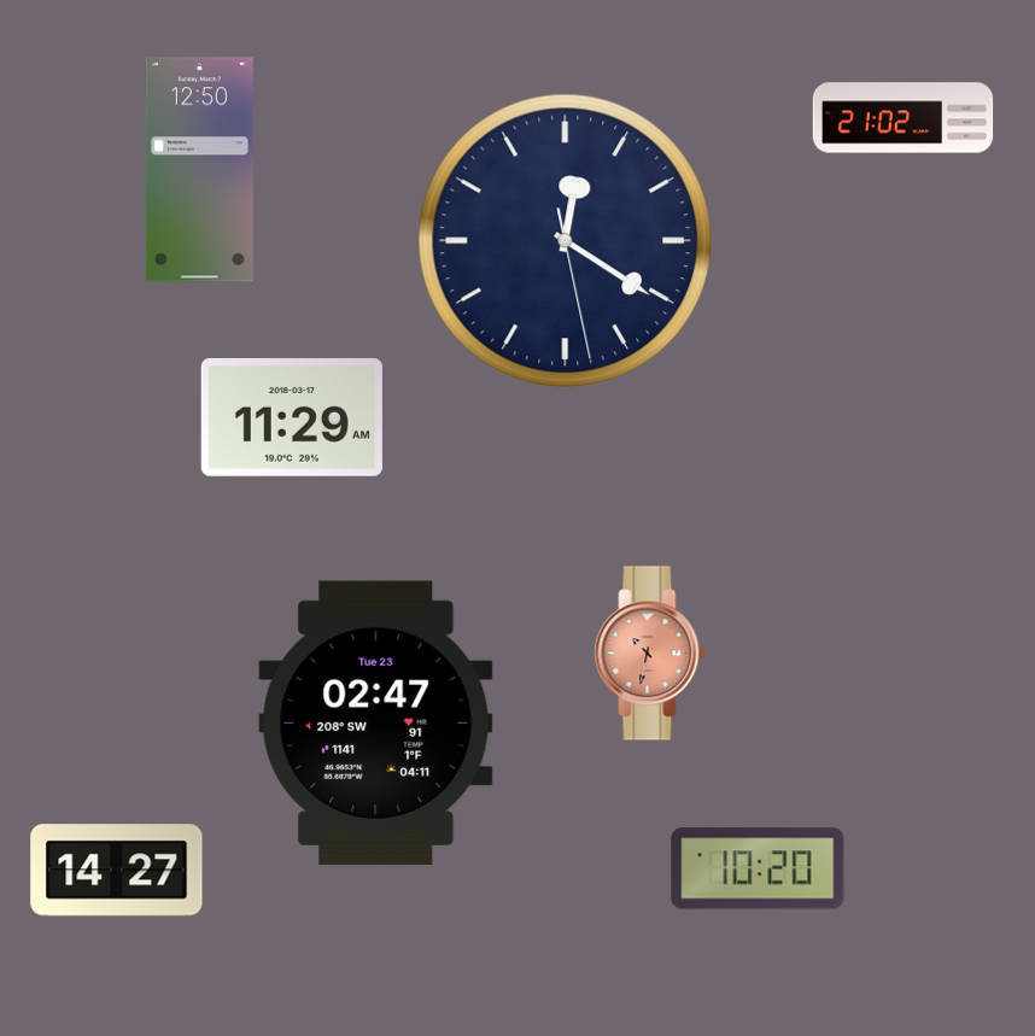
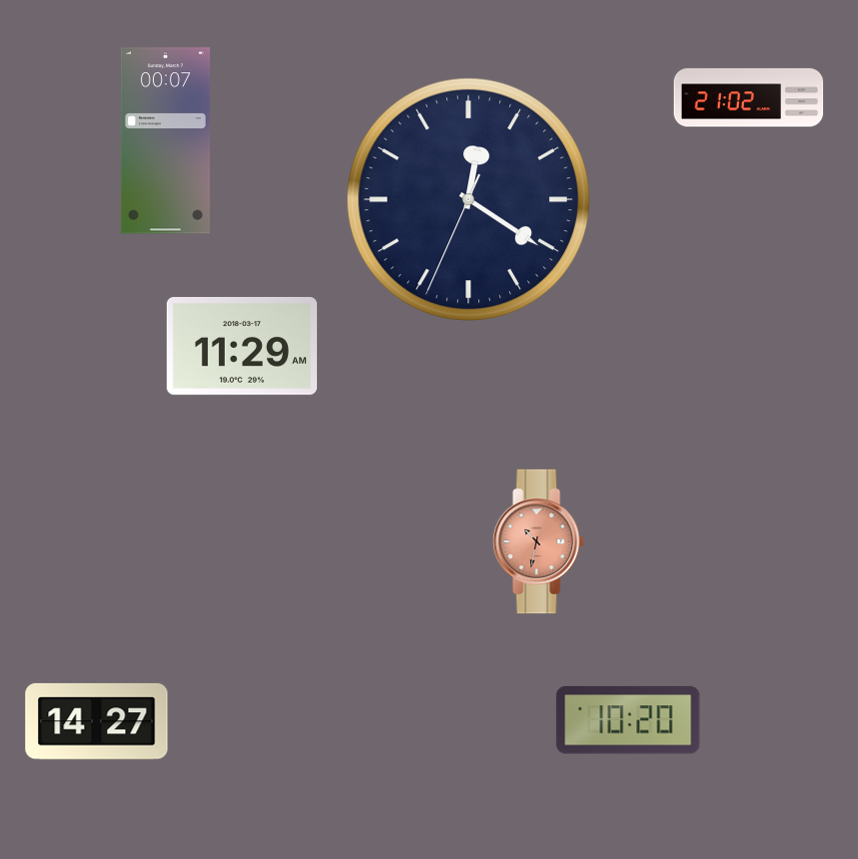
clock at (199, 170): 12:50 -> 00:07
clock at (566, 241): 12:20:28 -> 12:20:34
clock at (376, 722): 02:47 -> none
